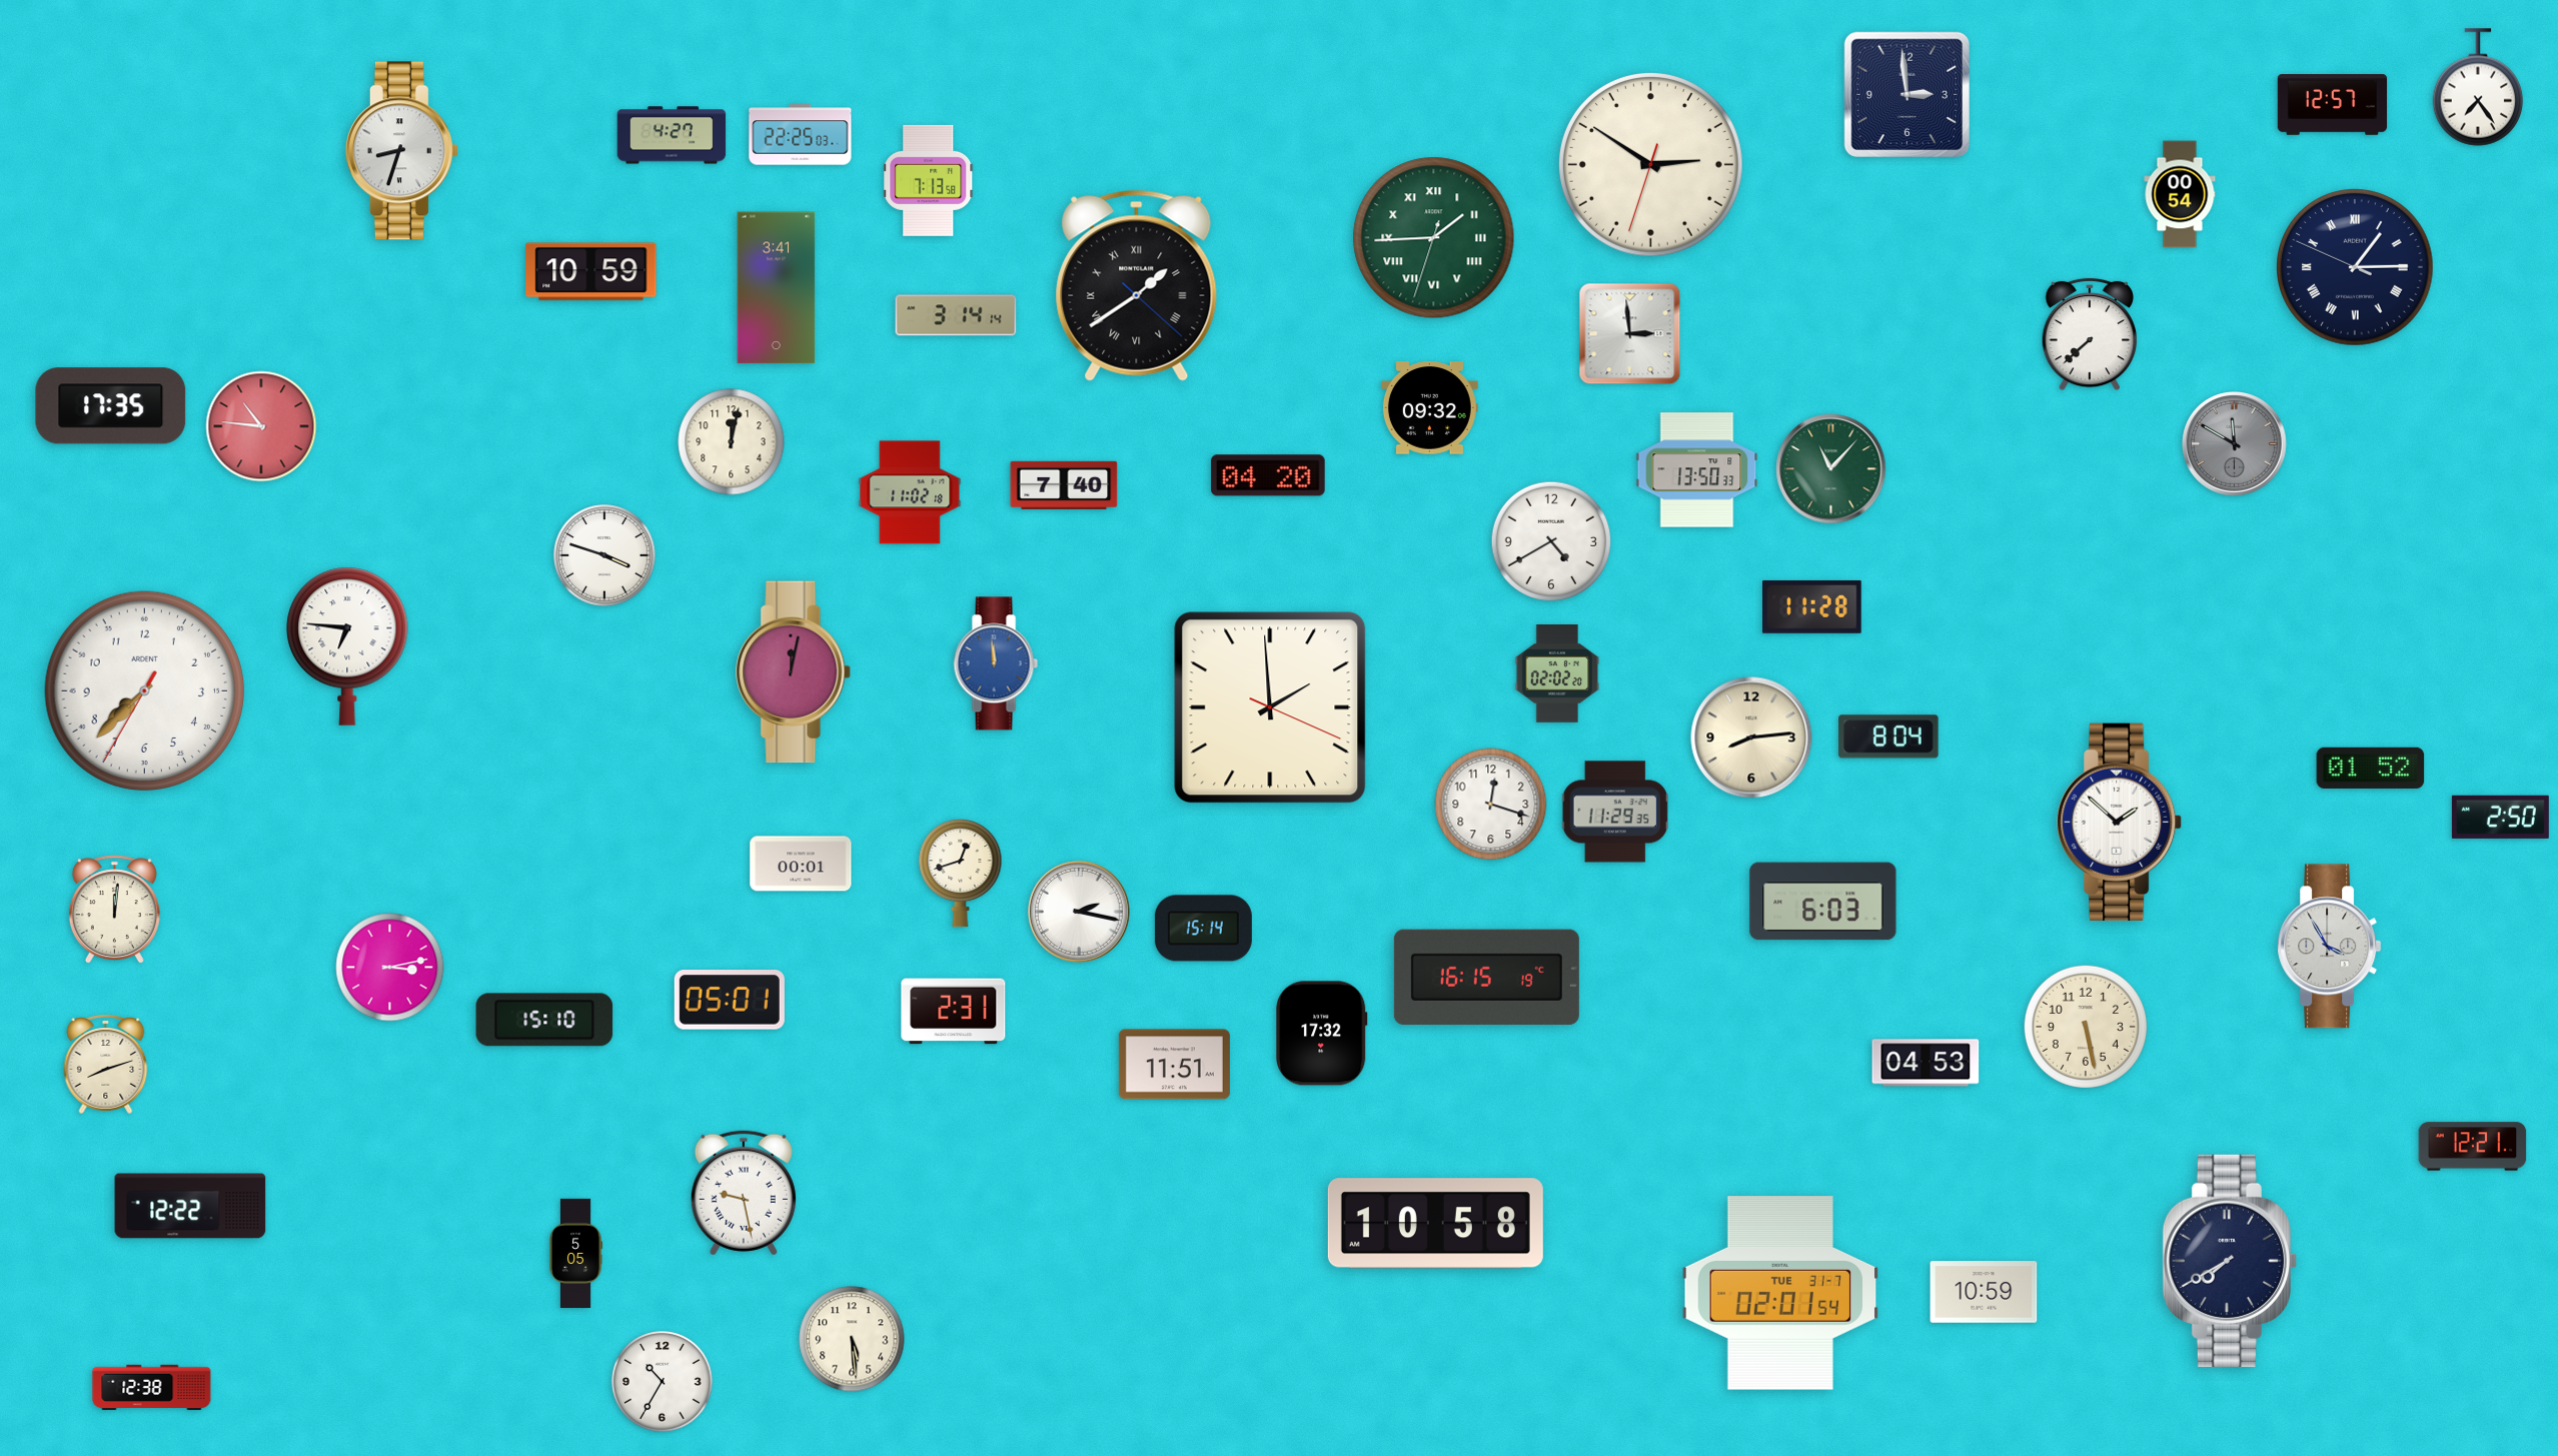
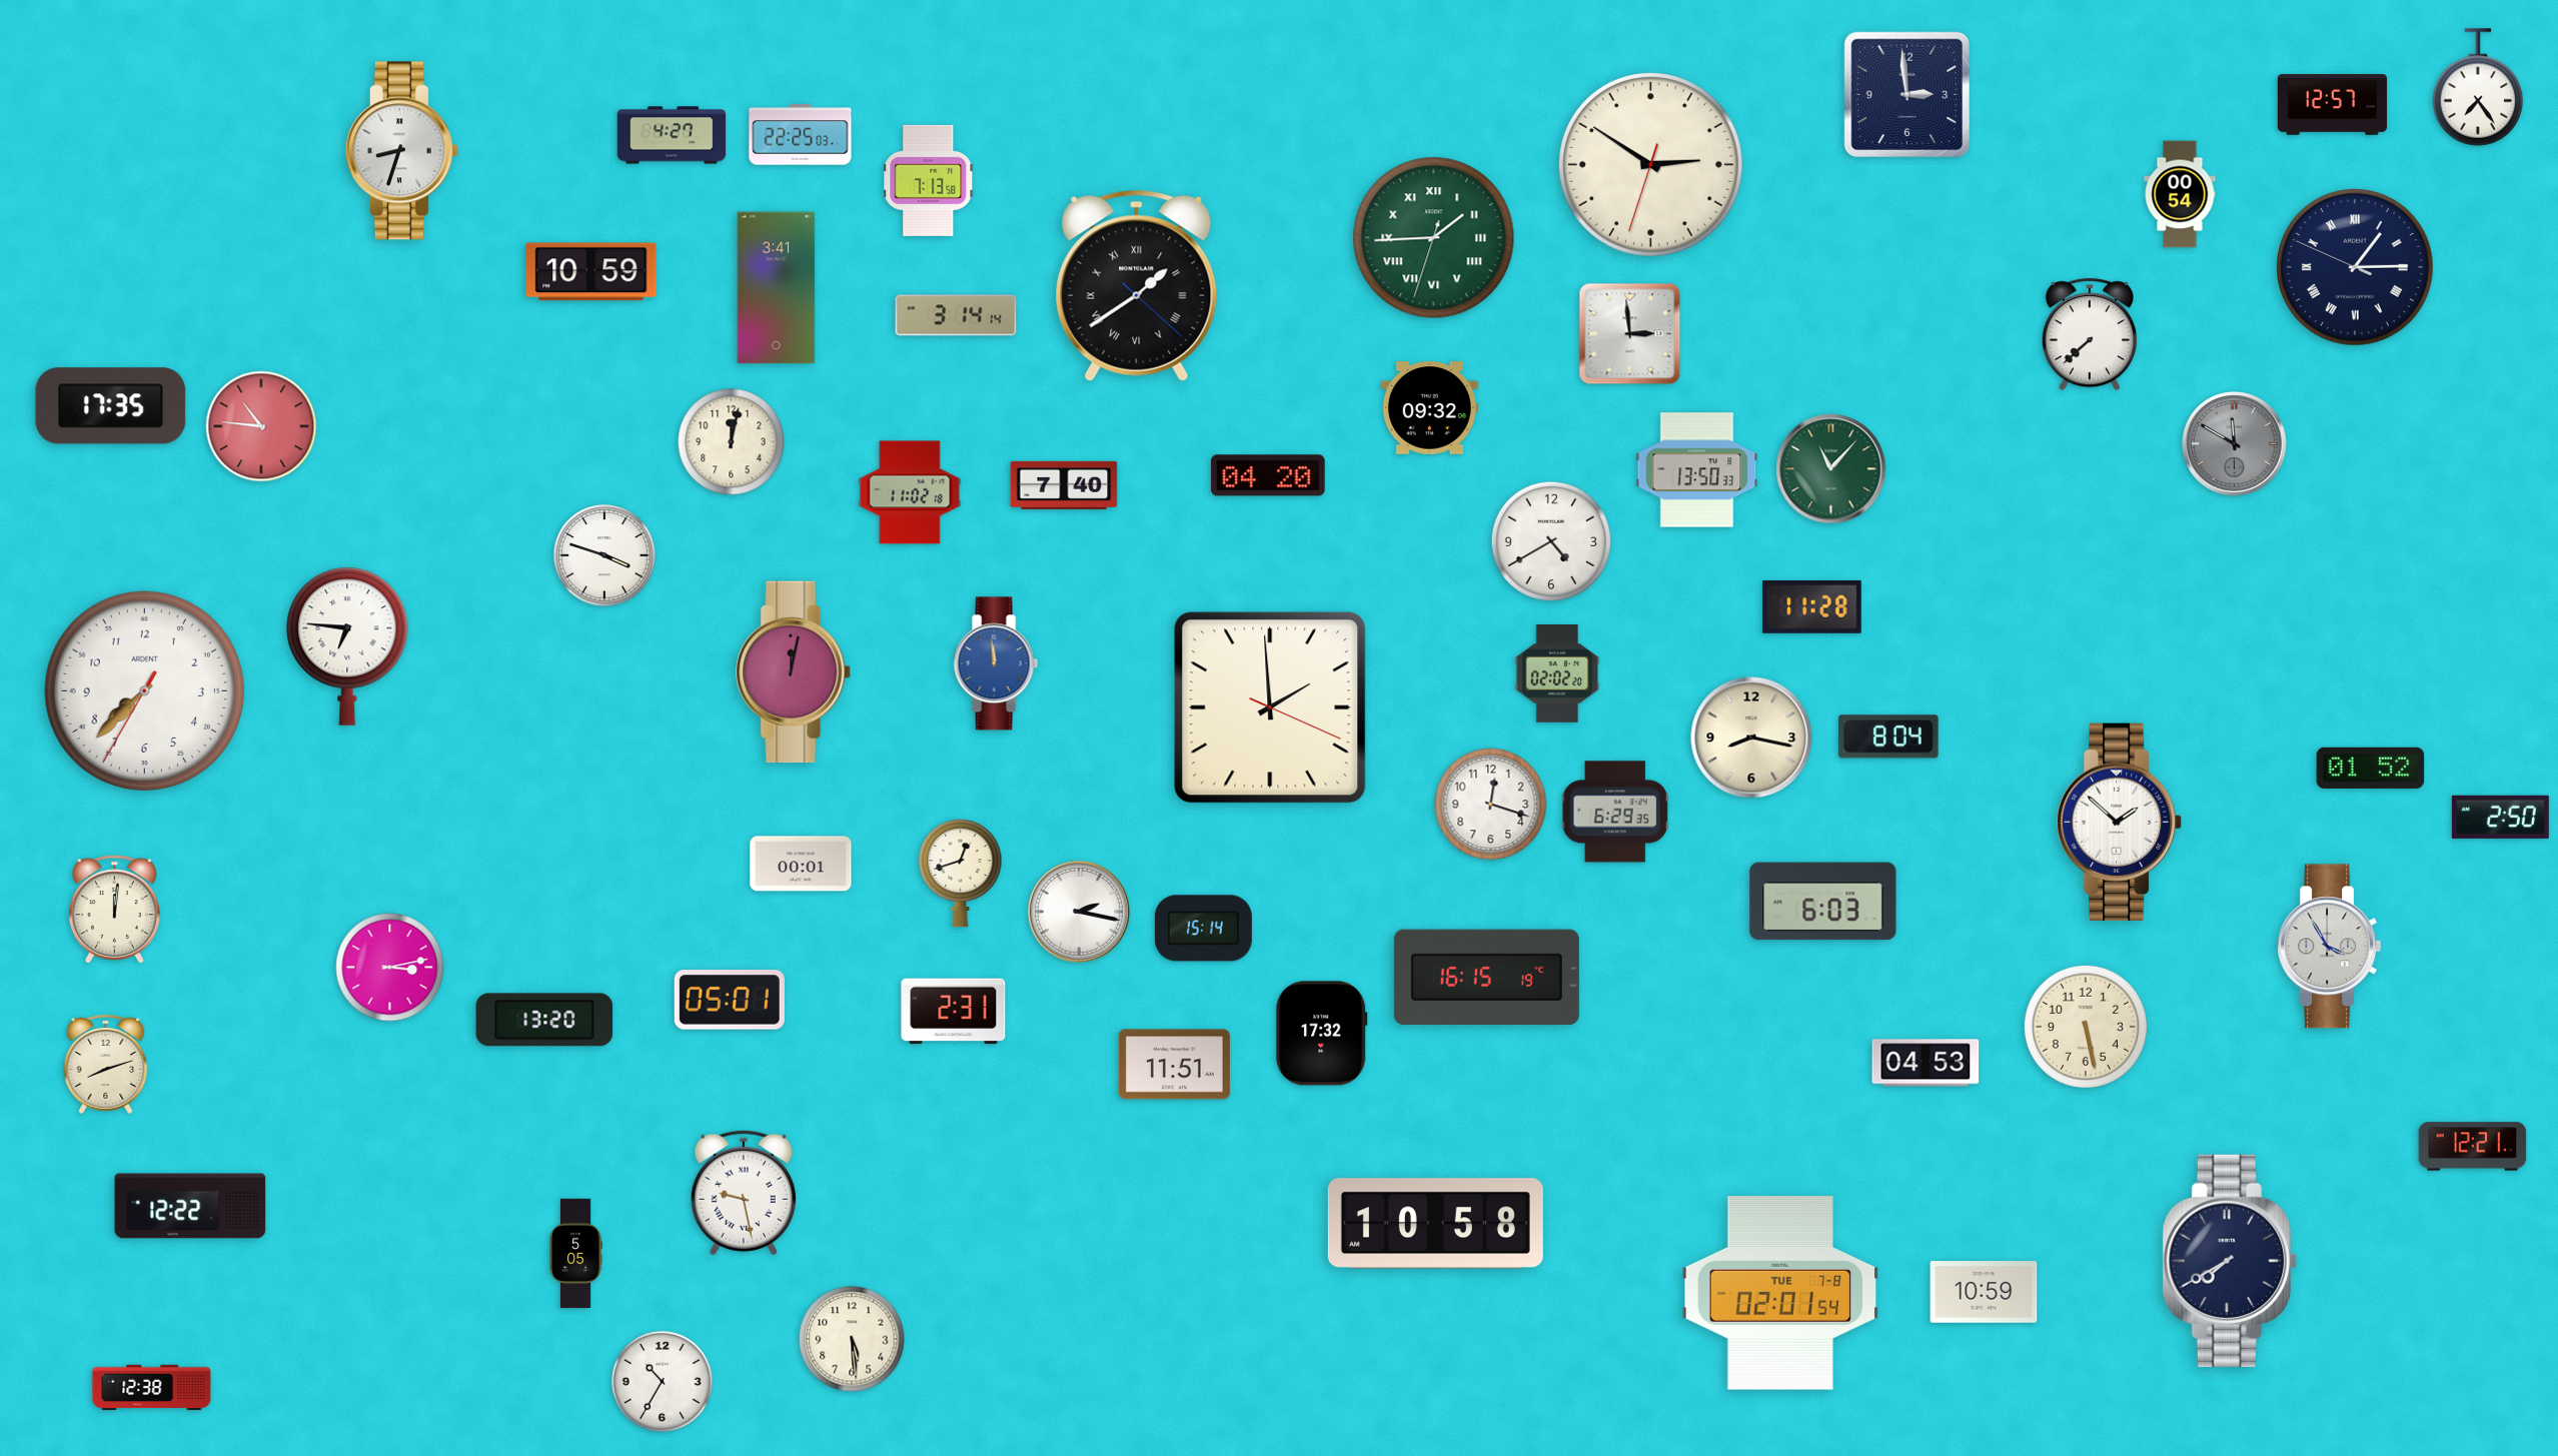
clock at (1751, 738): 8:14 -> 8:17
clock at (1615, 812): 11:29 -> 6:29
clock at (544, 1020): 15:10 -> 13:20
clock at (1780, 1293) date: TUE 31-7 -> TUE 7-8
